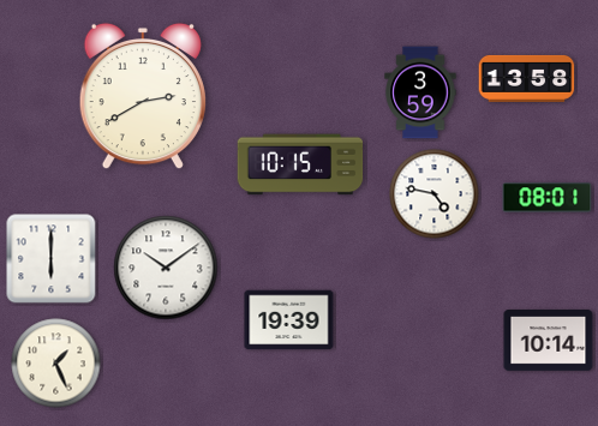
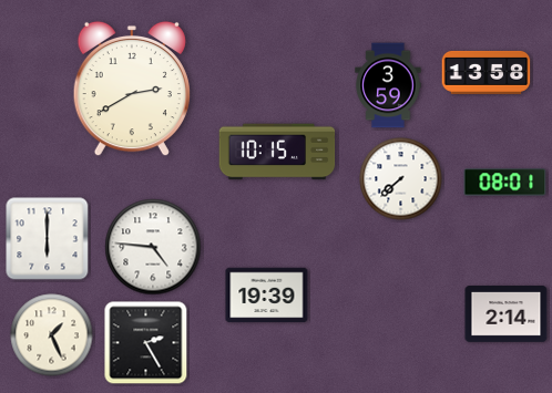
clock at (435, 194): 4:47 -> 7:38
clock at (166, 268): 10:09 -> 4:46
clock at (549, 341): 10:14 -> 2:14
clock at (146, 343): none -> 2:25
